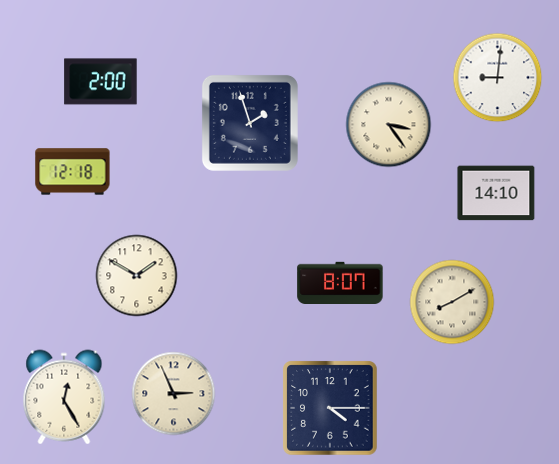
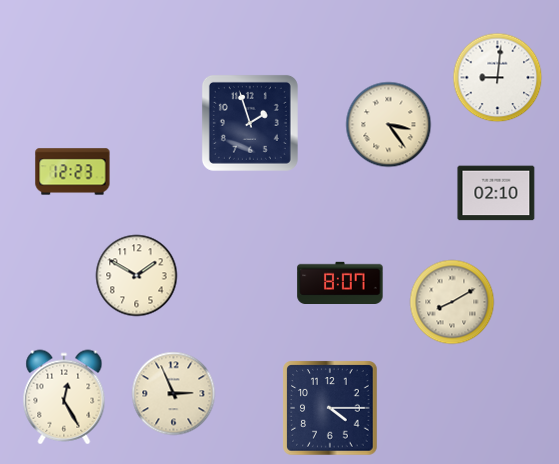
clock at (101, 82): 2:00 -> none
clock at (73, 172): 12:18 -> 12:23
clock at (496, 193): 14:10 -> 02:10
